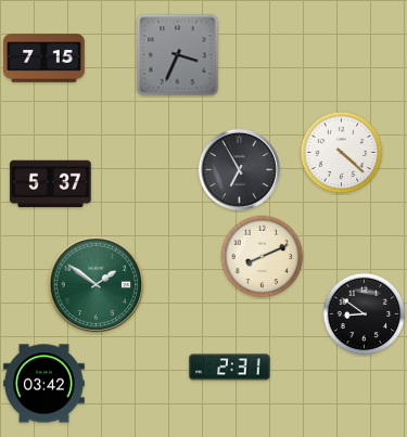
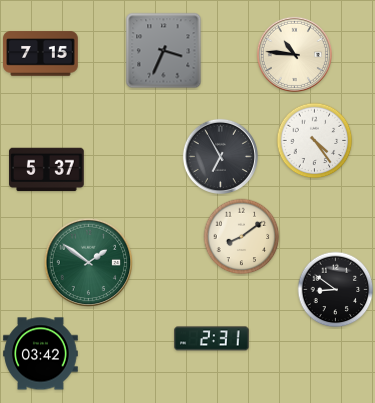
clock at (294, 54): none -> 10:46
clock at (342, 153): 4:22 -> 4:24
clock at (263, 257): 8:11 -> 8:09
